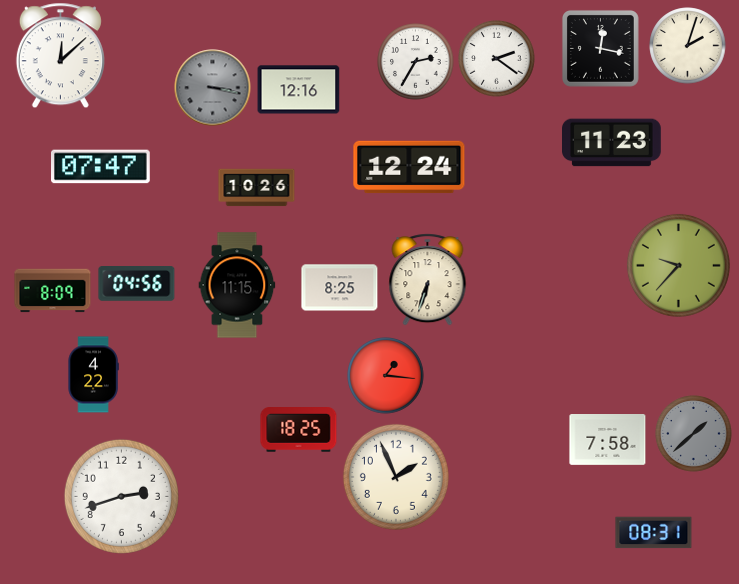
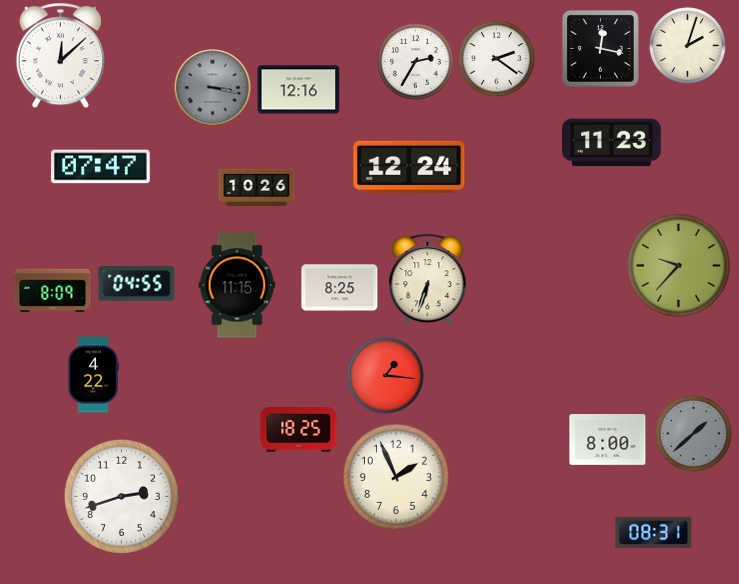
clock at (137, 284): 04:56 -> 04:55
clock at (608, 440): 7:58 -> 8:00
